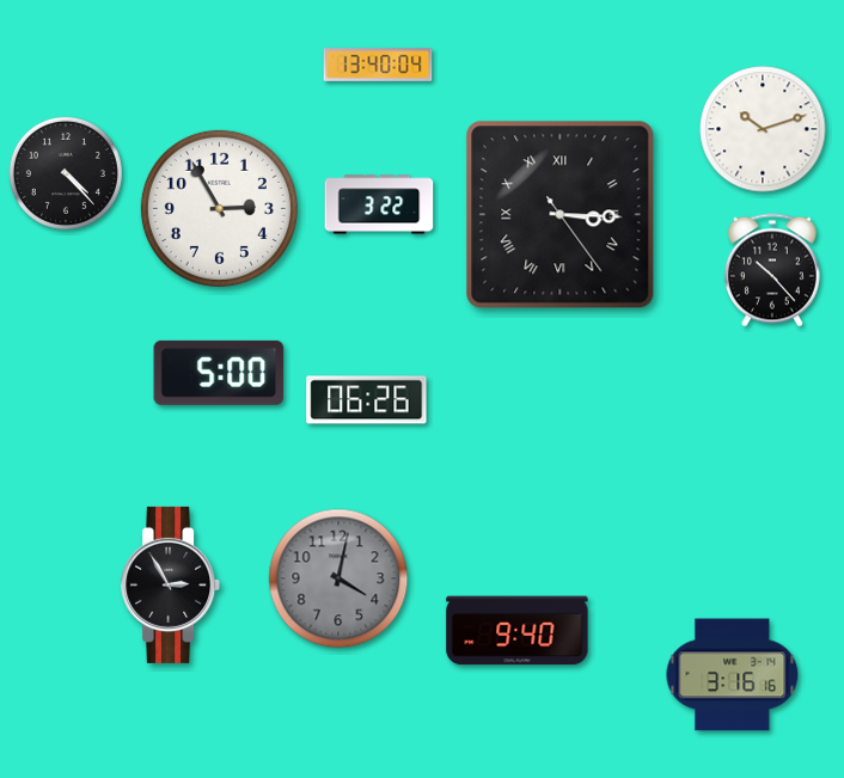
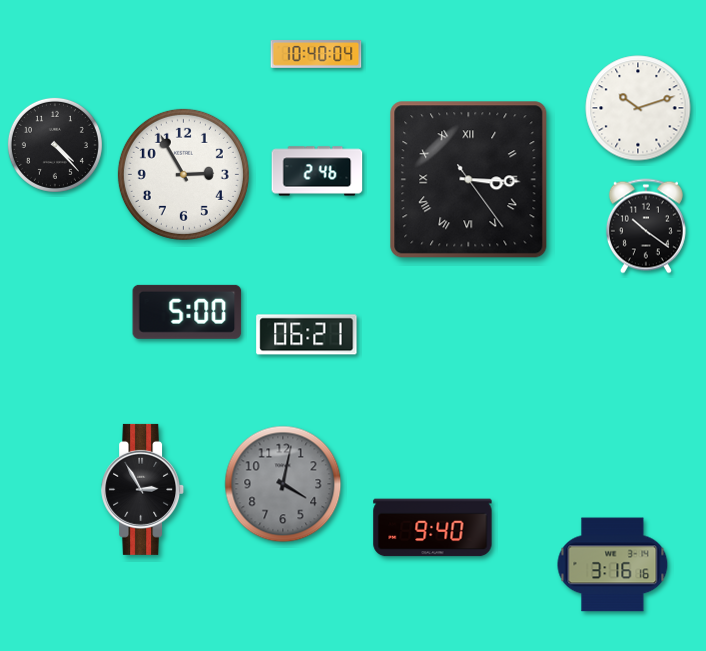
clock at (378, 66): 13:40 -> 10:40
clock at (379, 204): 3:22 -> 2:46
clock at (772, 270): 10:23 -> 10:21
clock at (219, 373) position: (219, 373) -> (187, 312)
clock at (367, 400): 06:26 -> 06:21
